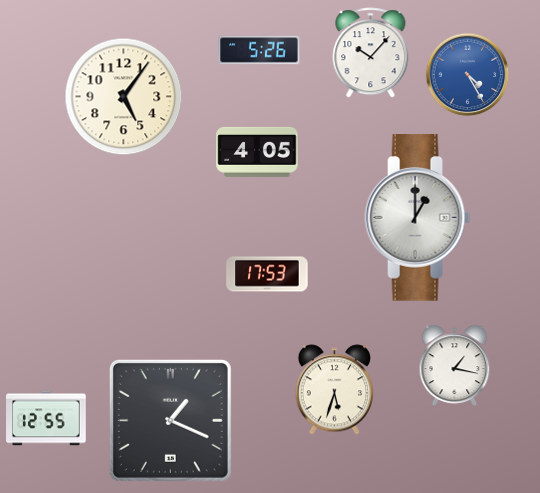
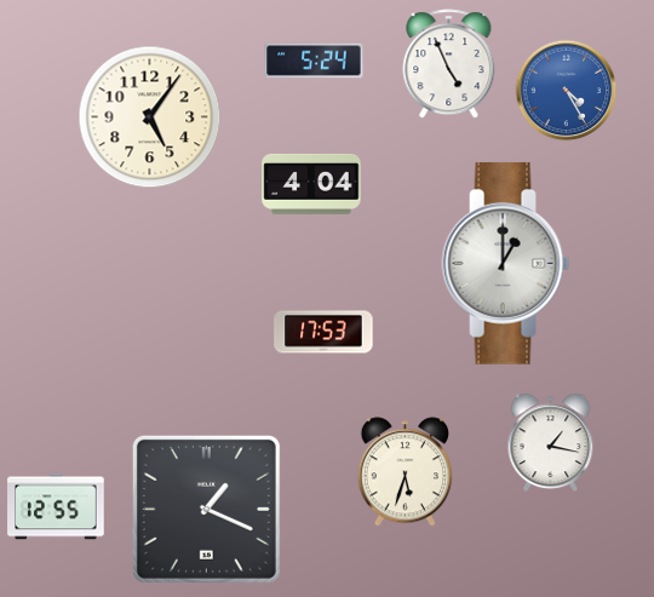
clock at (259, 50): 5:26 -> 5:24
clock at (371, 53): 10:07 -> 4:56
clock at (257, 152): 4:05 -> 4:04
